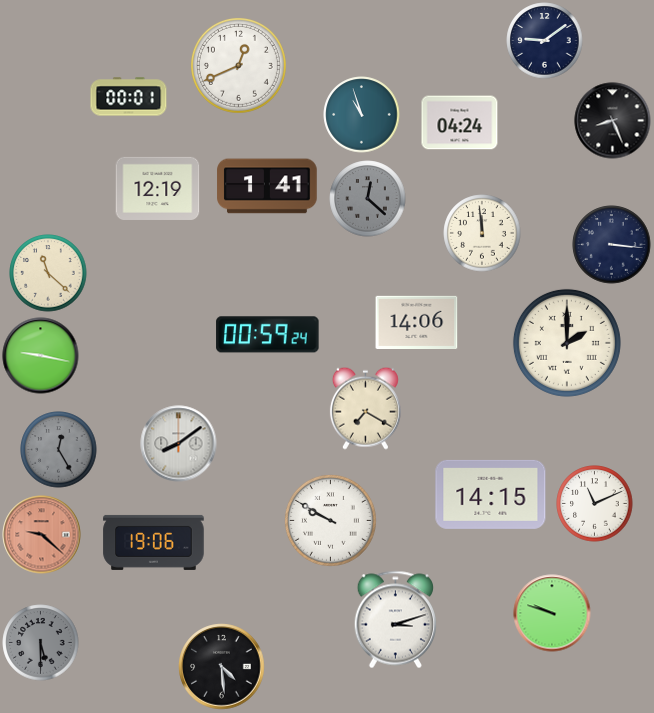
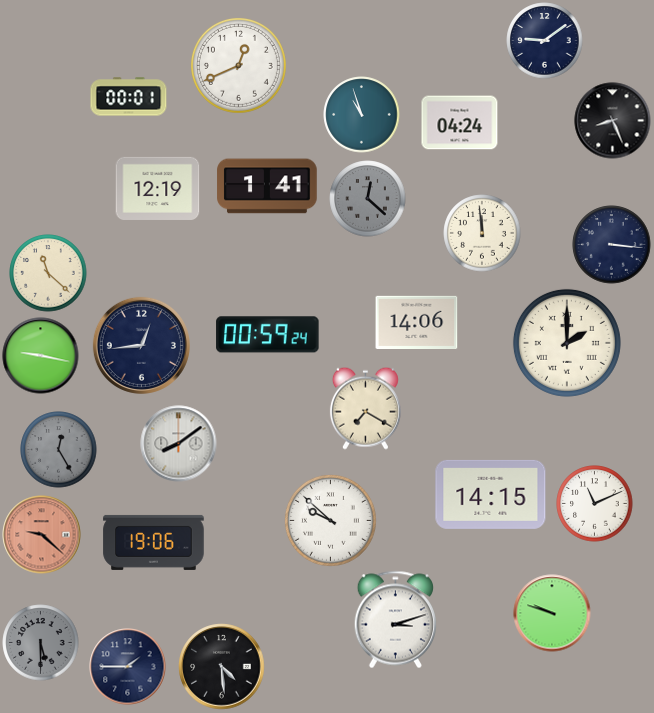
clock at (141, 345): none -> 12:44
clock at (331, 521): 9:50 -> 9:52
clock at (128, 667): none -> 1:45
